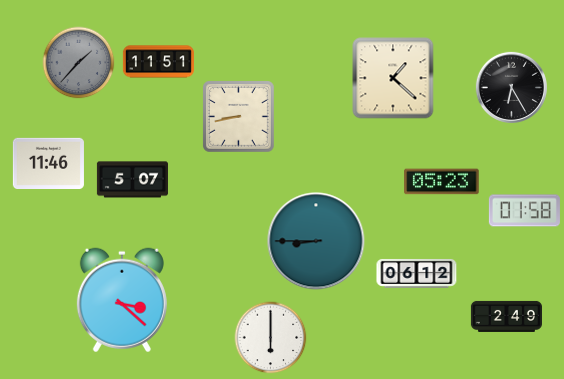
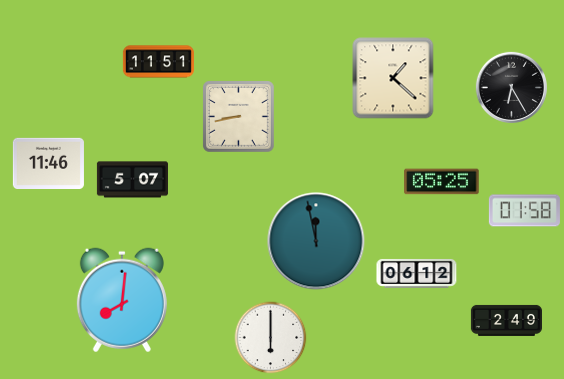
clock at (79, 63): 1:37 -> none
clock at (442, 182): 05:23 -> 05:25
clock at (316, 241): 8:45 -> 11:58
clock at (122, 300): 3:22 -> 8:01
clock at (506, 316) position: (506, 316) -> (506, 320)
